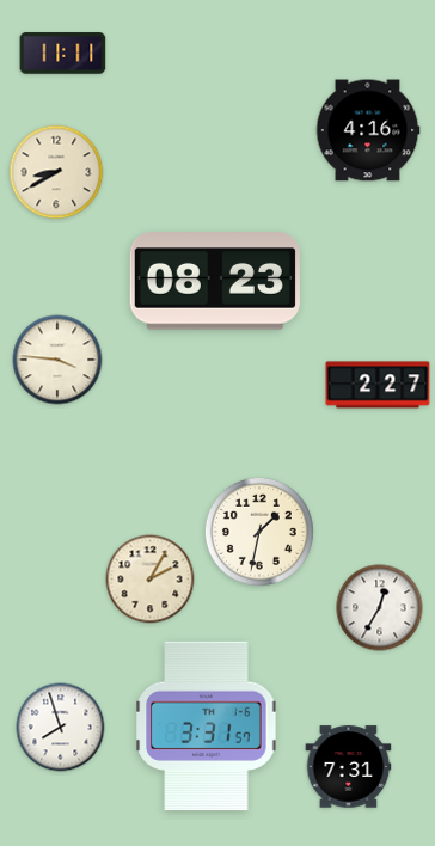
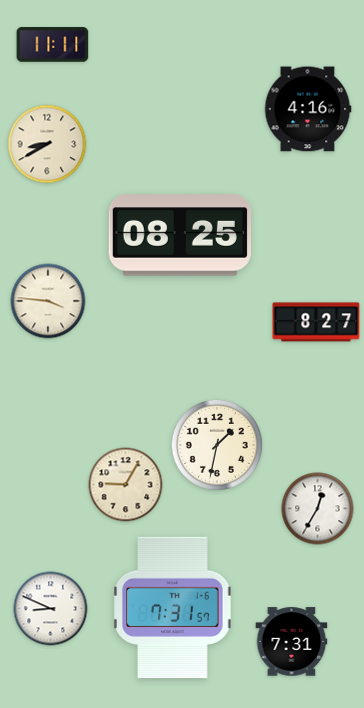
clock at (215, 281): 08:23 -> 08:25
clock at (378, 385): 2:27 -> 8:27
clock at (151, 580): 2:05 -> 9:05
clock at (207, 727): 3:31 -> 7:31
clock at (61, 728): 7:57 -> 8:49
